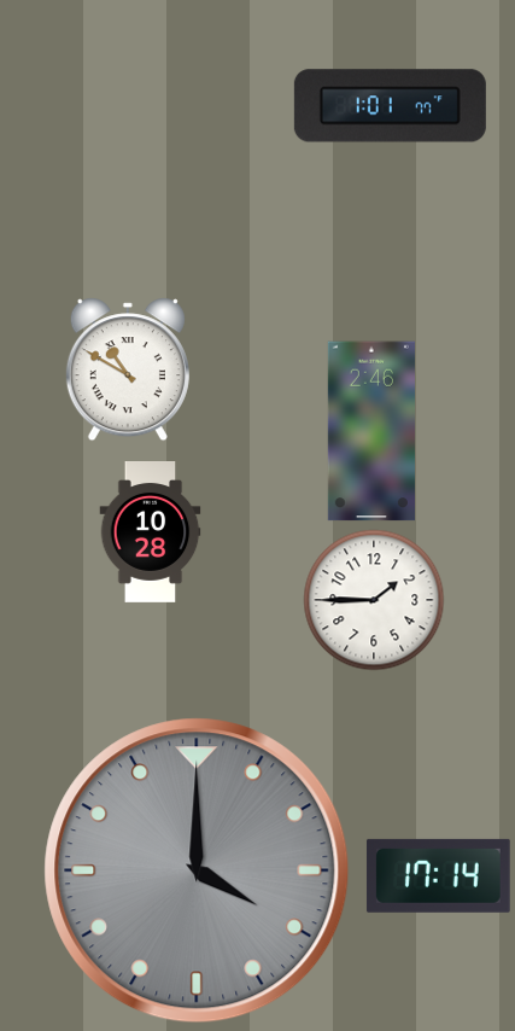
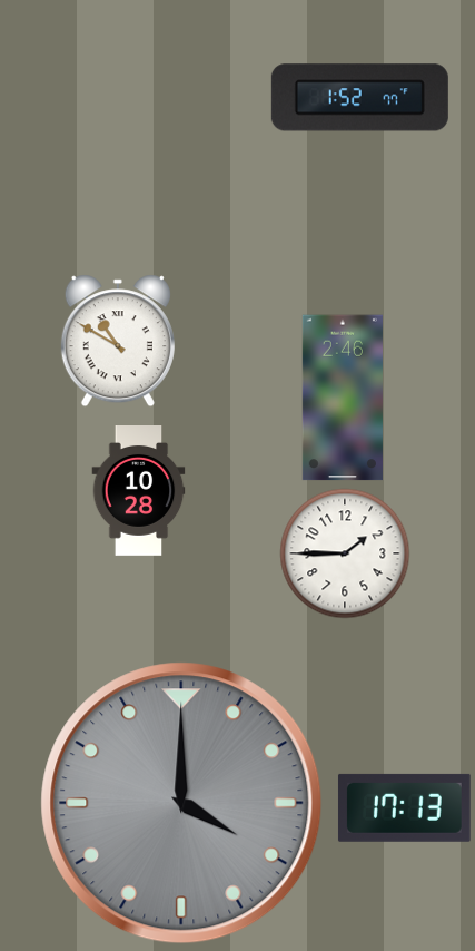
clock at (390, 106): 1:01 -> 1:52
clock at (438, 875): 17:14 -> 17:13
